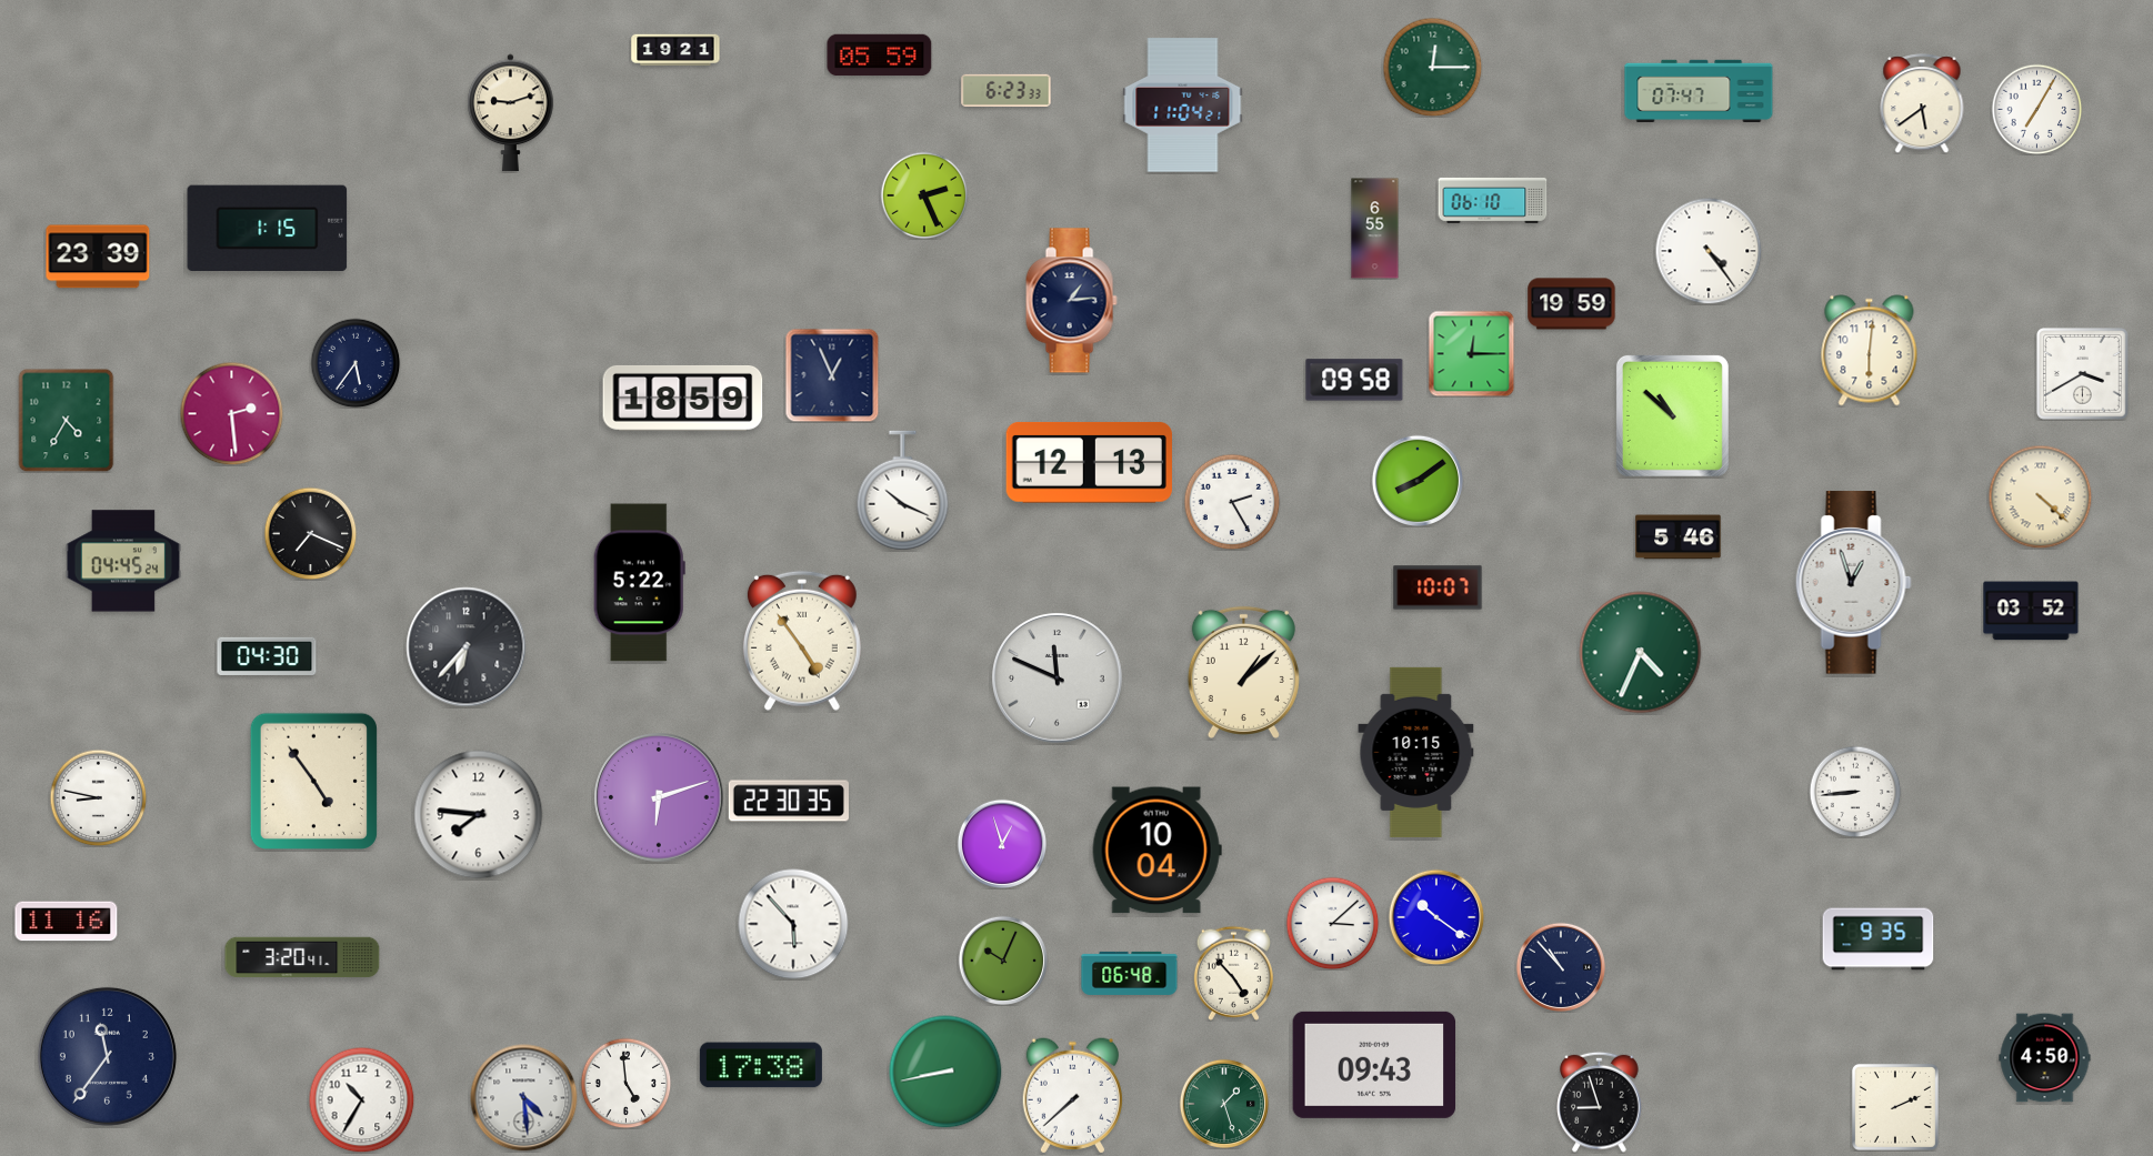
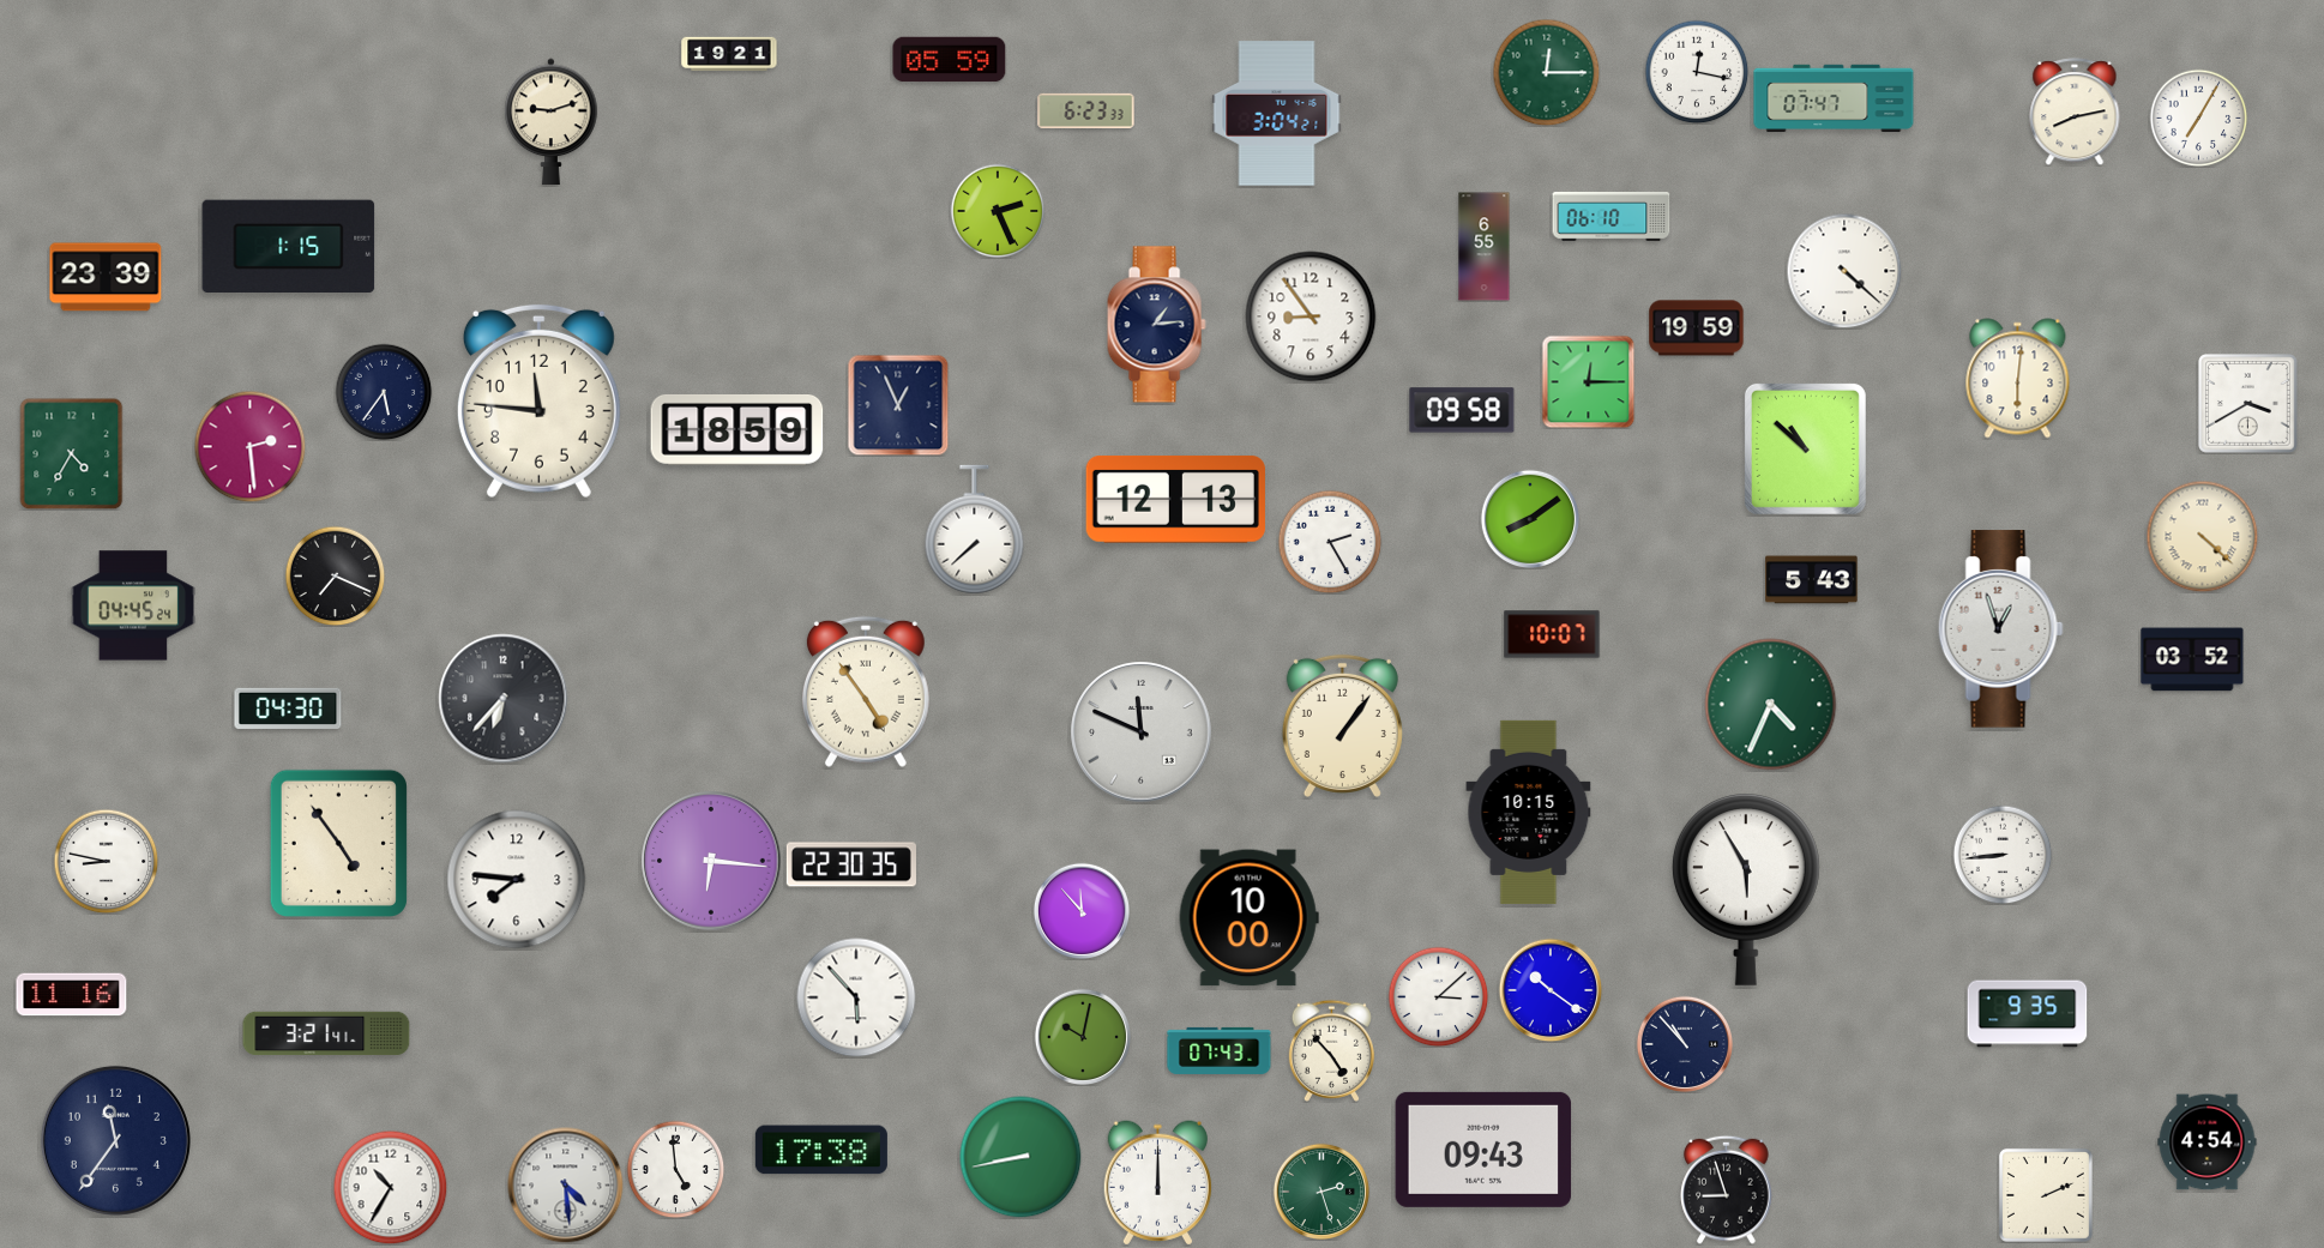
clock at (1697, 72): none -> 12:17
clock at (1007, 90) position: (1007, 90) -> (1086, 110)
clock at (1922, 103): 5:39 -> 8:13
clock at (1183, 105): 11:04 -> 3:04
clock at (1709, 251): 4:24 -> 4:22
clock at (1311, 316): none -> 8:54
clock at (538, 400): none -> 11:46
clock at (903, 491): 10:19 -> 7:38
clock at (1679, 537): 5:46 -> 5:43
clock at (639, 583): 5:22 -> none
clock at (1243, 672): 1:08 -> 1:06
clock at (659, 797): 6:12 -> 6:16
clock at (1746, 888): none -> 5:55
clock at (1001, 843): 12:57 -> 11:53
clock at (1156, 851): 10:04 -> 10:00
clock at (302, 957): 3:20 -> 3:21
clock at (1002, 959): 10:04 -> 10:02
clock at (1130, 973): 06:48 -> 07:43
clock at (2045, 1058): 4:50 -> 4:54
clock at (1072, 1096): 7:38 -> 12:00
clock at (1223, 1103): 1:27 -> 2:27
